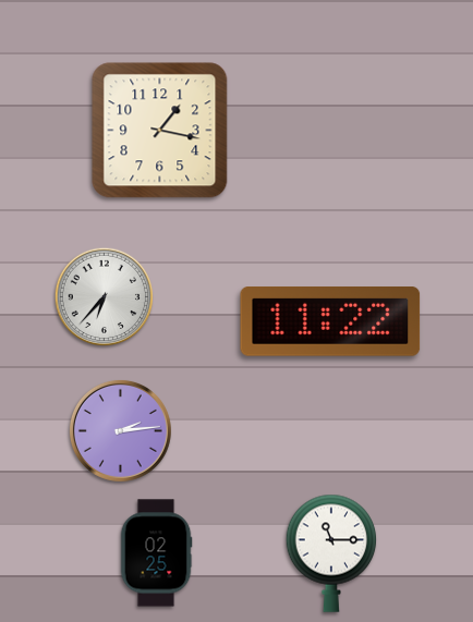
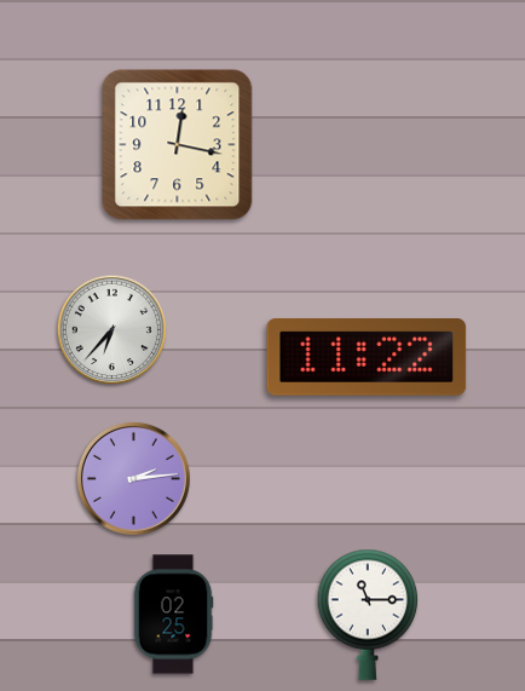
clock at (160, 131): 1:17 -> 12:17
clock at (104, 296) position: (104, 296) -> (111, 329)
